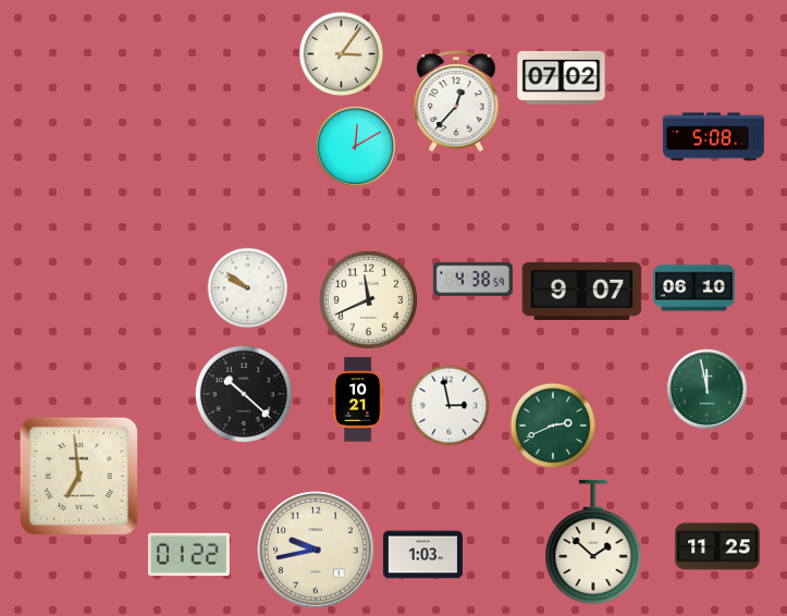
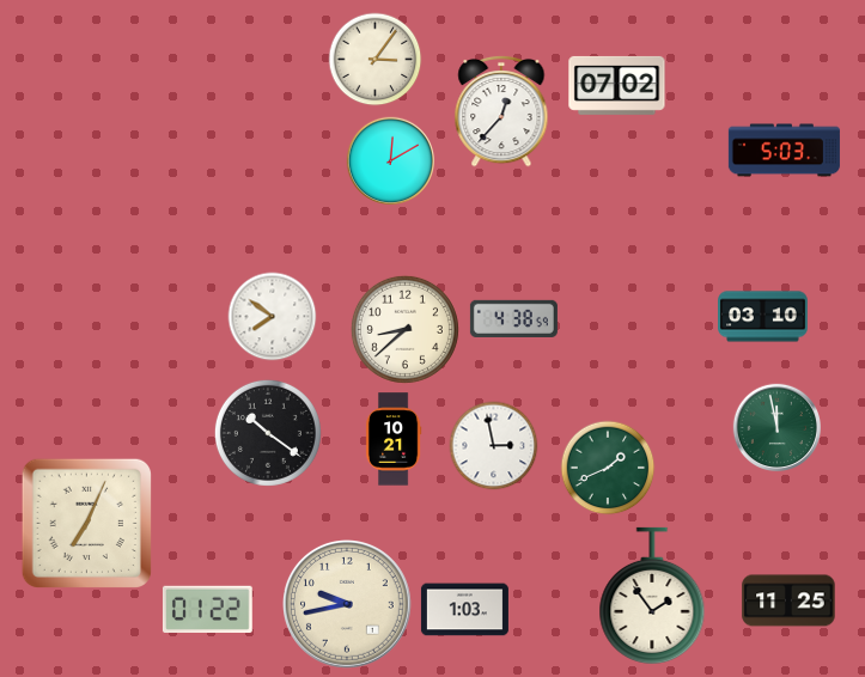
clock at (713, 137): 5:08 -> 5:03
clock at (472, 279) position: (472, 279) -> (513, 318)
clock at (248, 288): 9:51 -> 7:51
clock at (694, 288): 06:10 -> 03:10
clock at (582, 291): 9:07 -> none
clock at (368, 299): 11:41 -> 8:38
clock at (244, 394): 10:22 -> 10:21
clock at (553, 426): 2:41 -> 1:41
clock at (78, 476): 6:59 -> 7:04
clock at (593, 541): 1:52 -> 1:54
